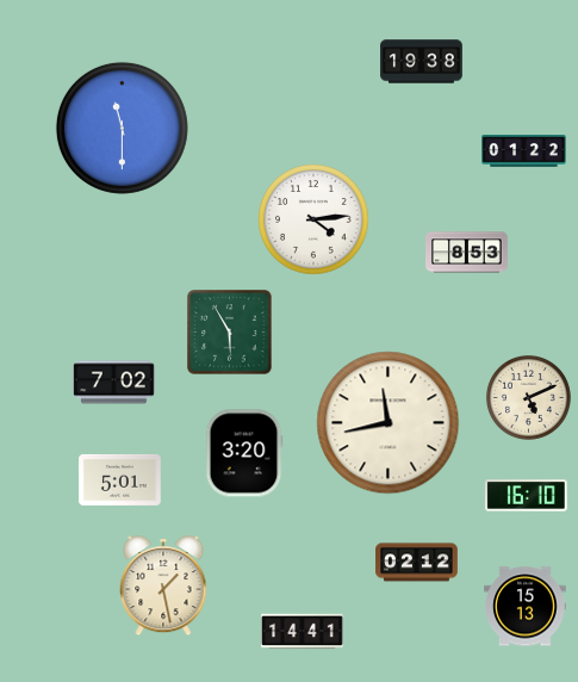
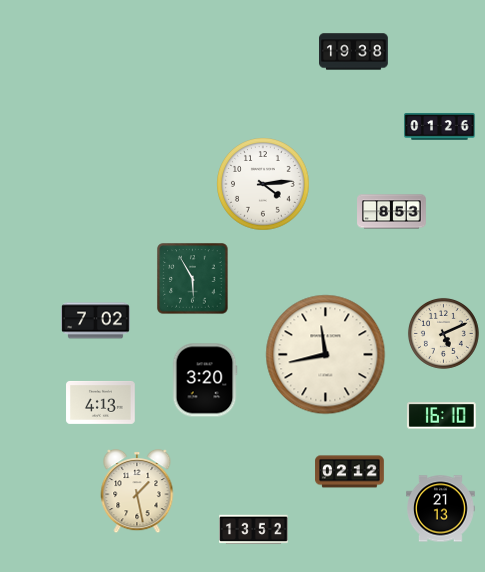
clock at (122, 128): 11:30 -> none
clock at (524, 151): 01:22 -> 01:26
clock at (120, 479): 5:01 -> 4:13
clock at (526, 607): 15:13 -> 21:13
clock at (303, 632): 14:41 -> 13:52
